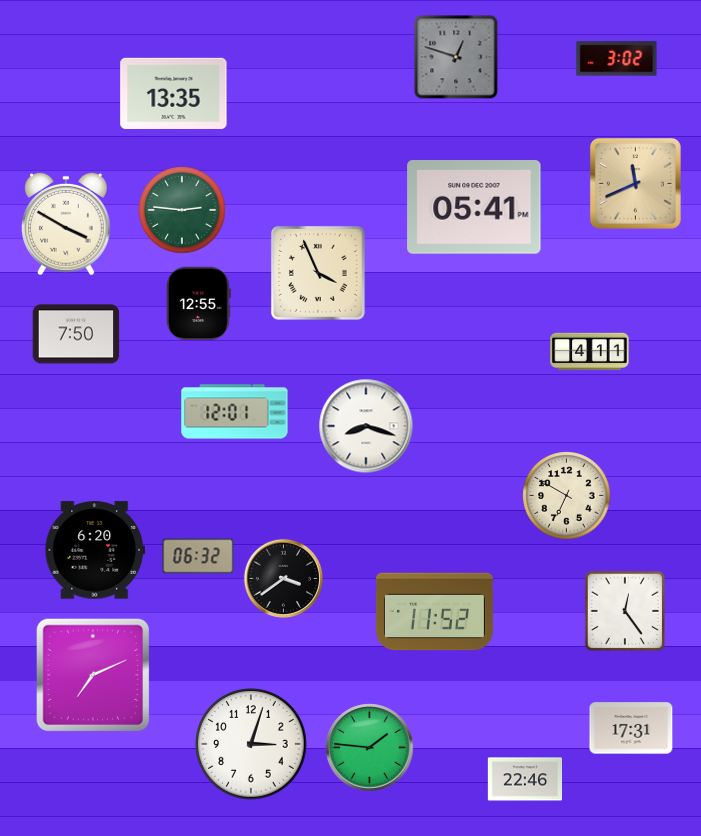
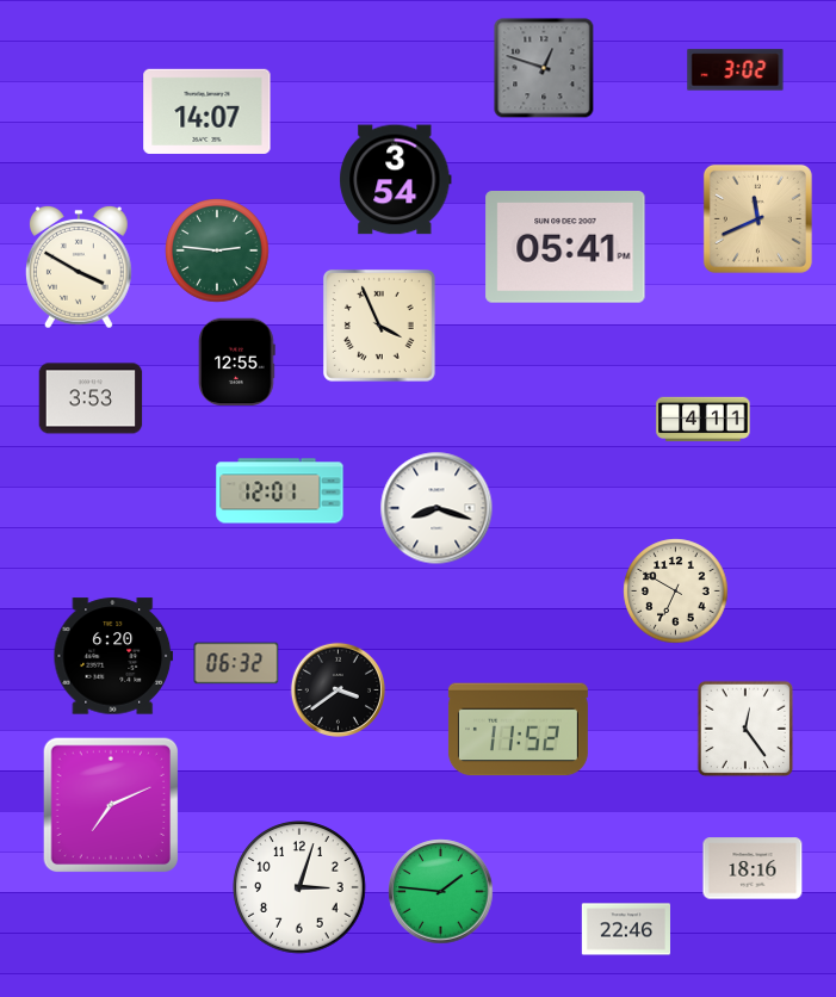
clock at (174, 93): 13:35 -> 14:07
clock at (396, 180): none -> 3:54
clock at (76, 334): 7:50 -> 3:53
clock at (631, 728): 17:31 -> 18:16
